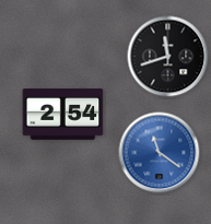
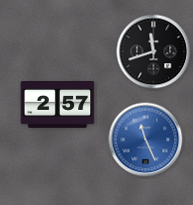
clock at (63, 115): 2:54 -> 2:57
clock at (160, 153): 11:21 -> 11:26
